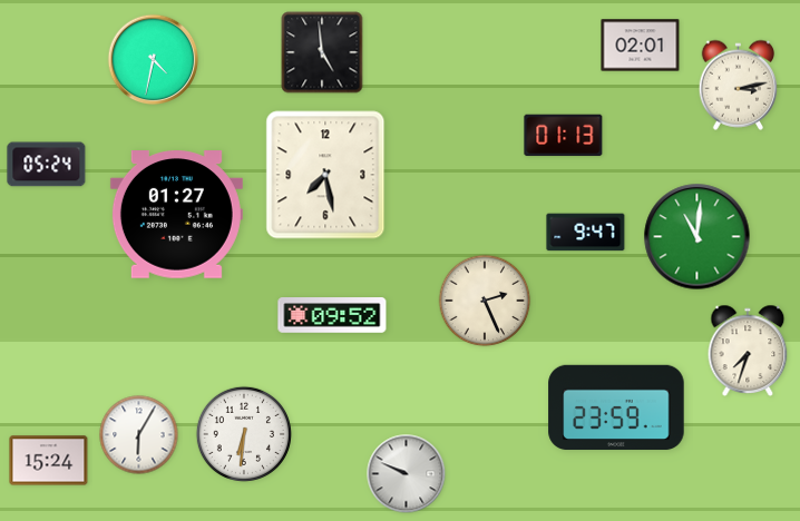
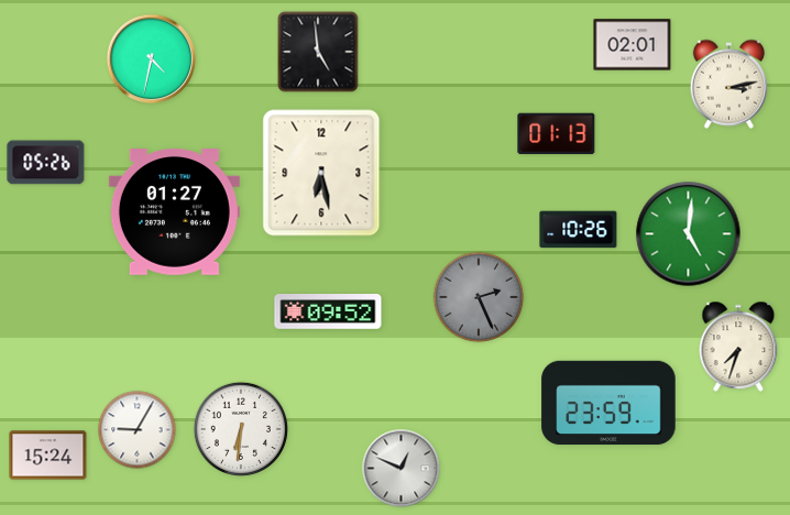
clock at (47, 165): 05:24 -> 05:26
clock at (325, 175): 7:28 -> 6:28
clock at (586, 233): 9:47 -> 10:26
clock at (697, 237): 11:01 -> 5:01
clock at (485, 301) dial: cream -> grey
clock at (139, 435): 6:05 -> 9:05
clock at (407, 474): 9:49 -> 12:49
